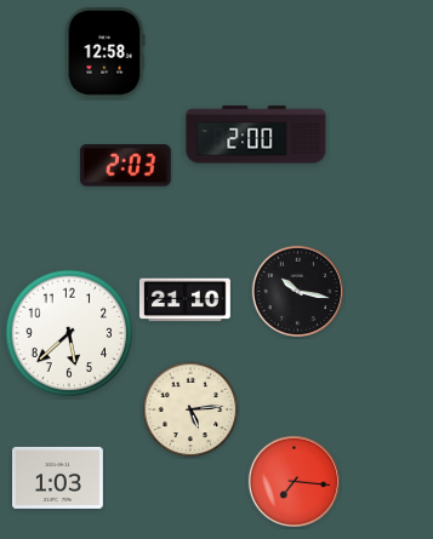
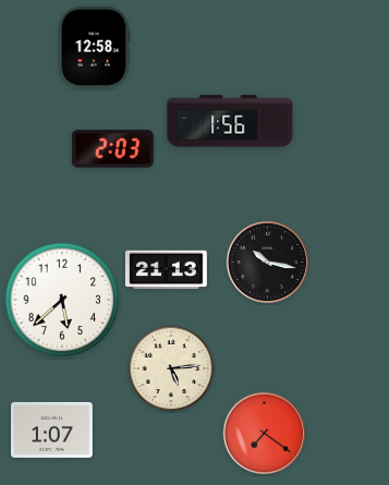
clock at (256, 134): 2:00 -> 1:56
clock at (186, 300): 21:10 -> 21:13
clock at (58, 477): 1:03 -> 1:07
clock at (294, 481): 7:16 -> 7:21
